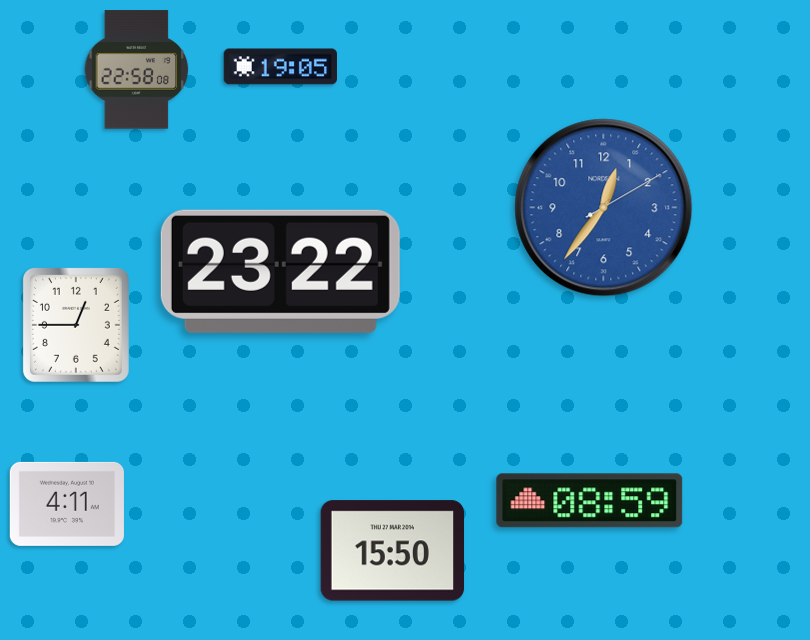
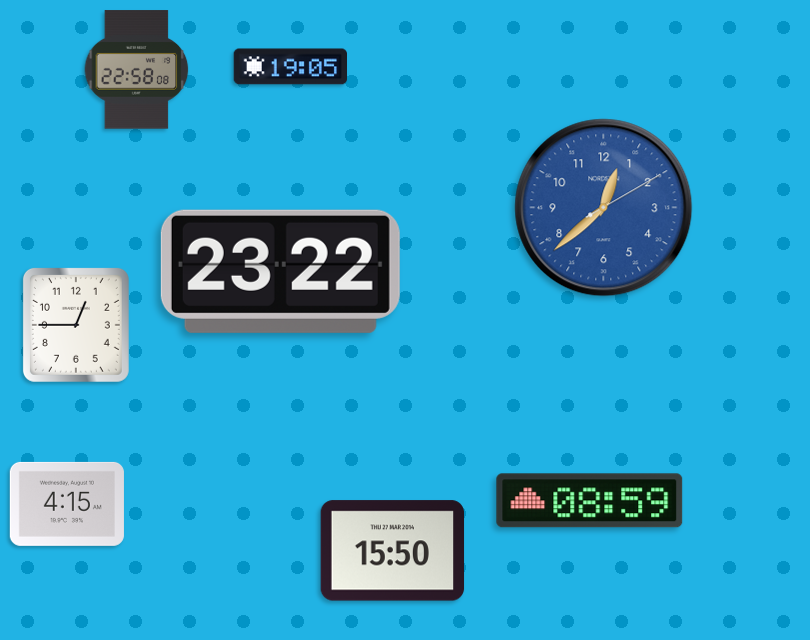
clock at (280, 67) position: (280, 67) -> (290, 67)
clock at (604, 208): 12:36 -> 12:38
clock at (67, 504): 4:11 -> 4:15
